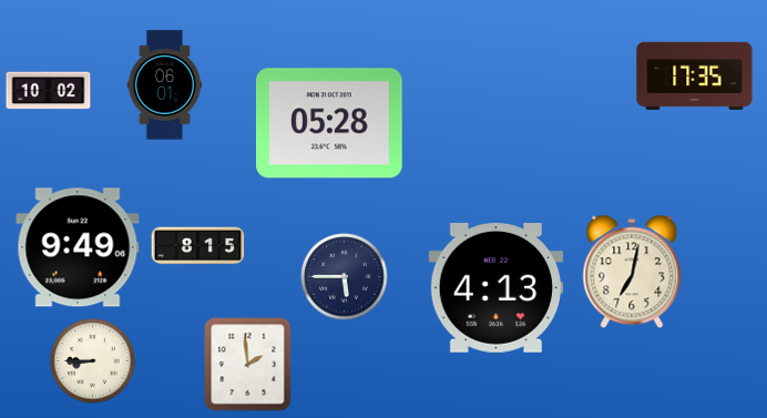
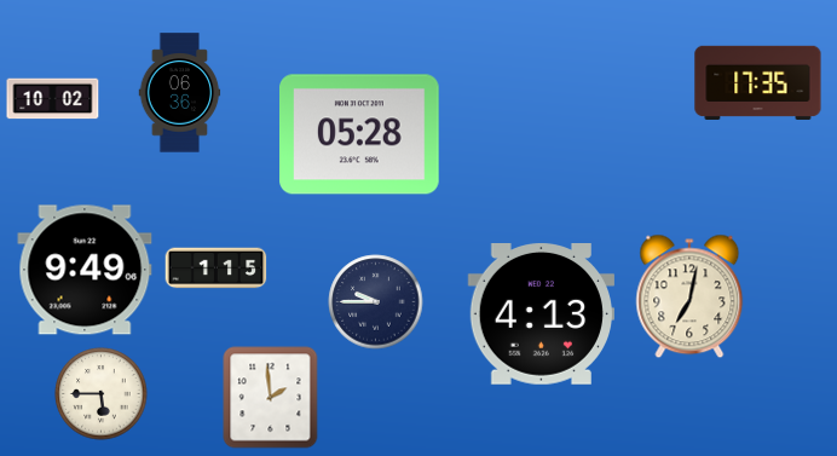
clock at (165, 85): 06:01 -> 06:36
clock at (198, 246): 8:15 -> 1:15
clock at (345, 277): 5:45 -> 9:45
clock at (93, 361): 8:45 -> 5:45
